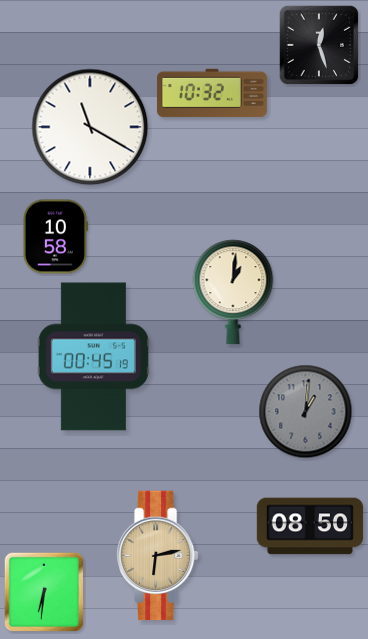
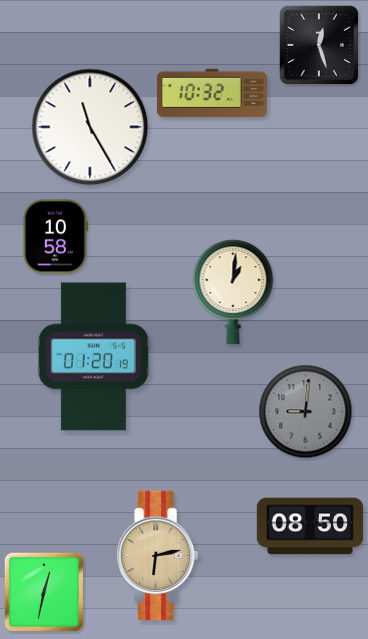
clock at (90, 127): 11:20 -> 11:25
clock at (93, 357): 00:45 -> 01:20
clock at (306, 412): 1:01 -> 9:01
clock at (44, 592): 6:31 -> 12:32
